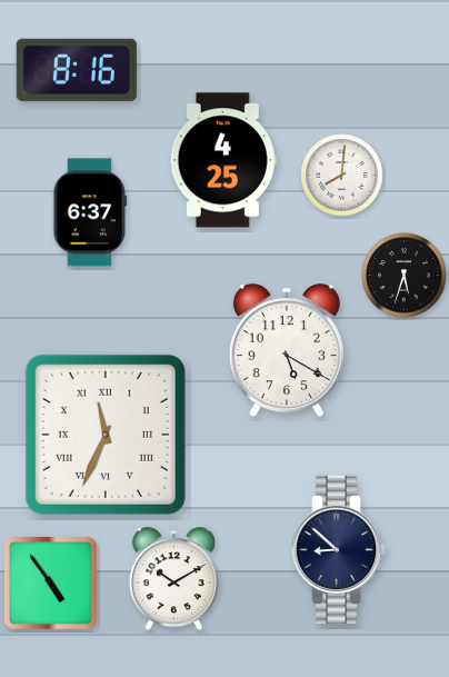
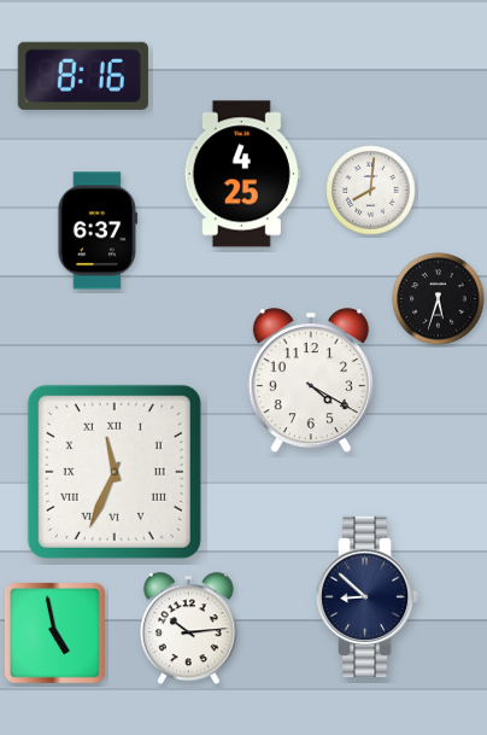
clock at (287, 351): 5:20 -> 4:20
clock at (173, 579): 10:10 -> 10:14
clock at (51, 584): 4:54 -> 4:58
